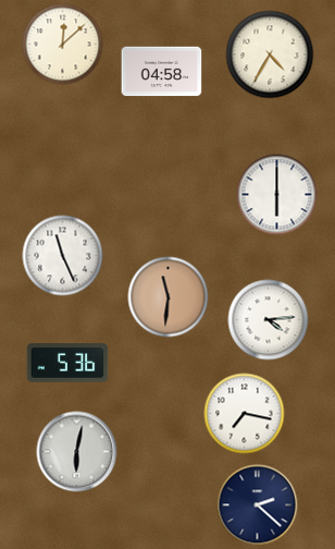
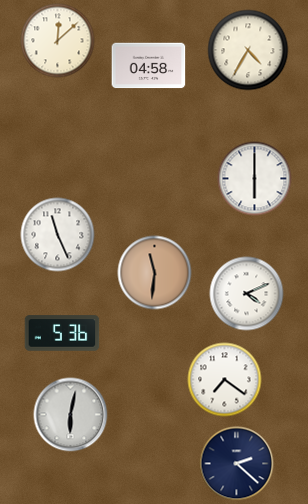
clock at (269, 320): 4:14 -> 4:11
clock at (245, 414): 7:17 -> 7:21
